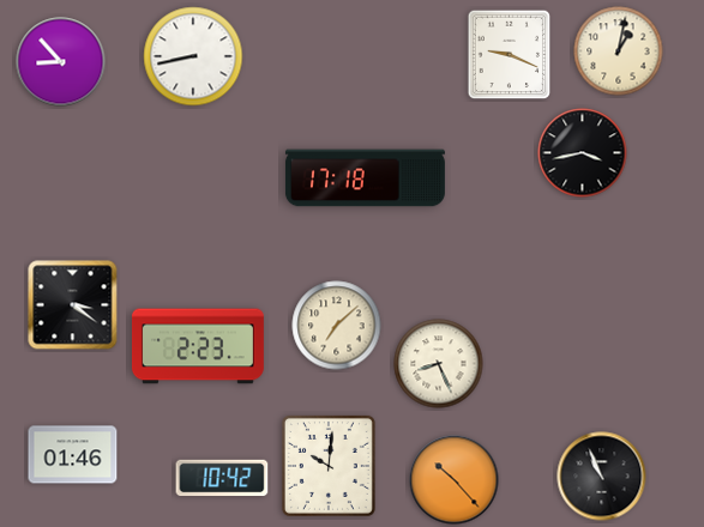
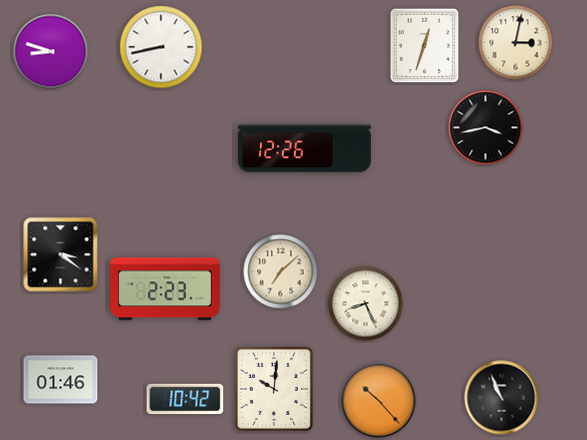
clock at (619, 52): 1:02 -> 3:02
clock at (510, 55): 9:19 -> 12:33
clock at (61, 62): 8:53 -> 8:48
clock at (365, 178): 17:18 -> 12:26
